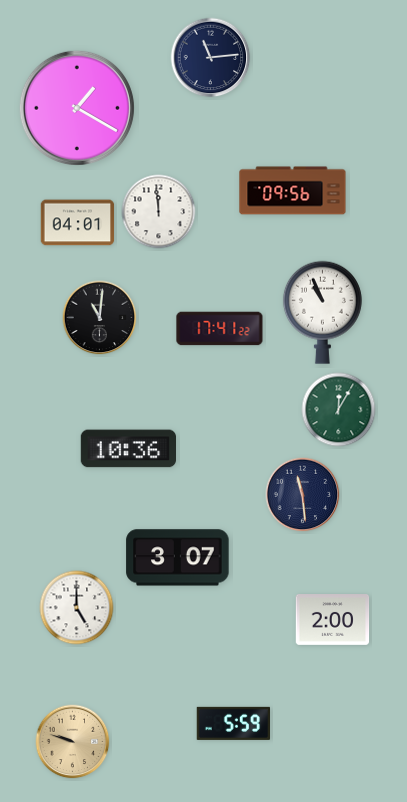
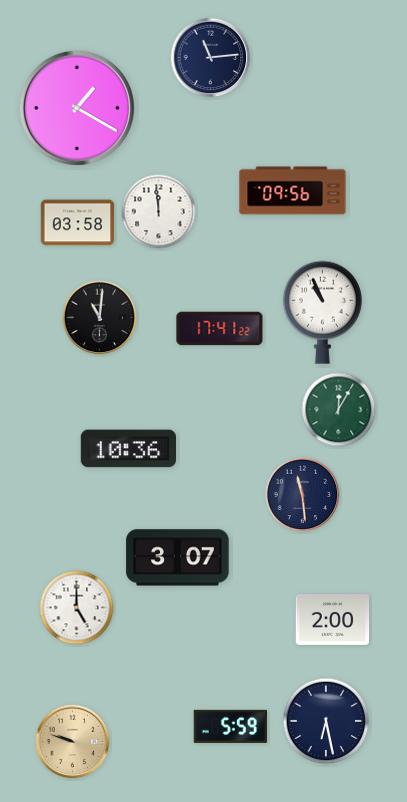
clock at (78, 223): 04:01 -> 03:58
clock at (326, 721): none -> 6:28
clock at (233, 723) position: (233, 723) -> (230, 726)
